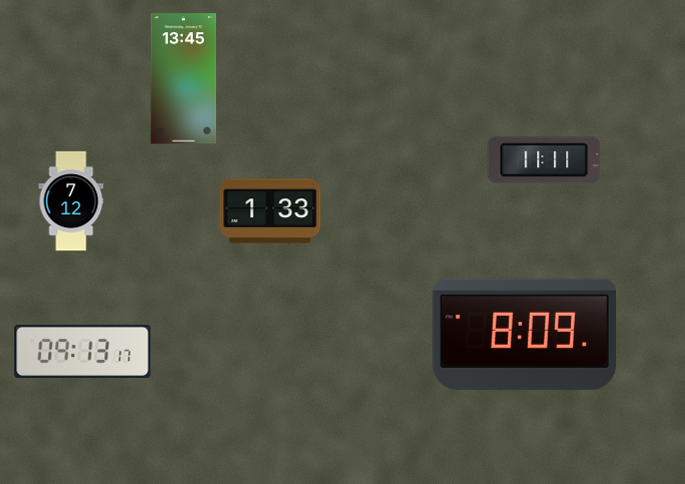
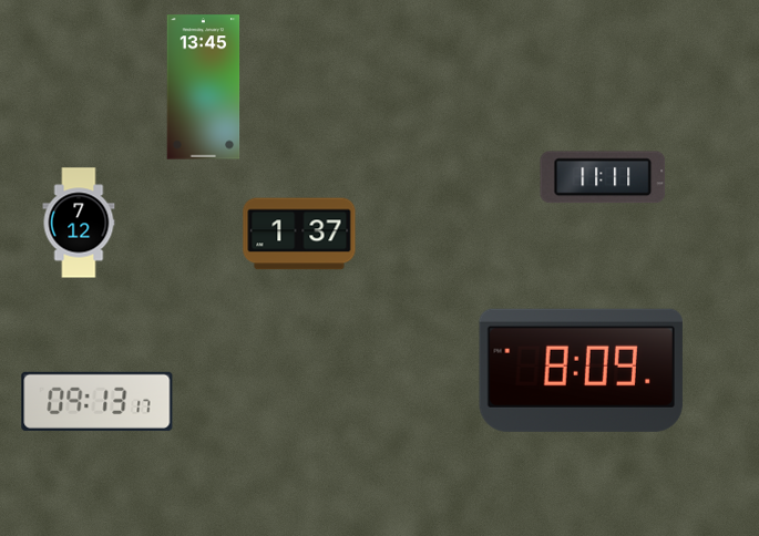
clock at (270, 211): 1:33 -> 1:37
clock at (83, 351) position: (83, 351) -> (98, 401)
